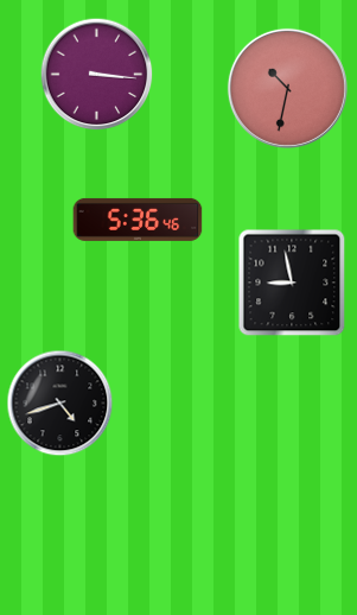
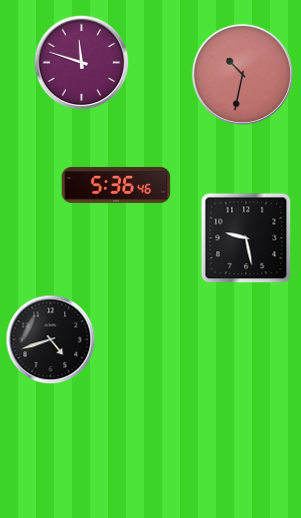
clock at (97, 75): 3:16 -> 11:48
clock at (292, 283): 8:58 -> 9:28
